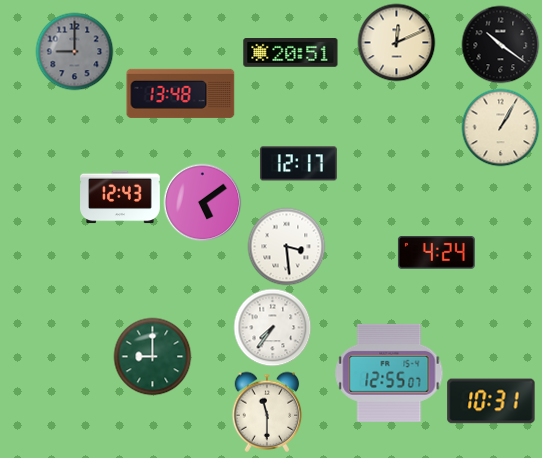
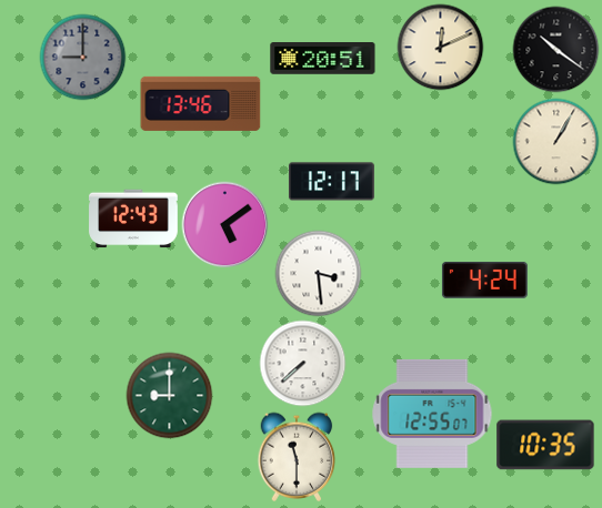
clock at (181, 93): 13:48 -> 13:46
clock at (272, 327): 7:36 -> 7:38
clock at (491, 401): 10:31 -> 10:35
